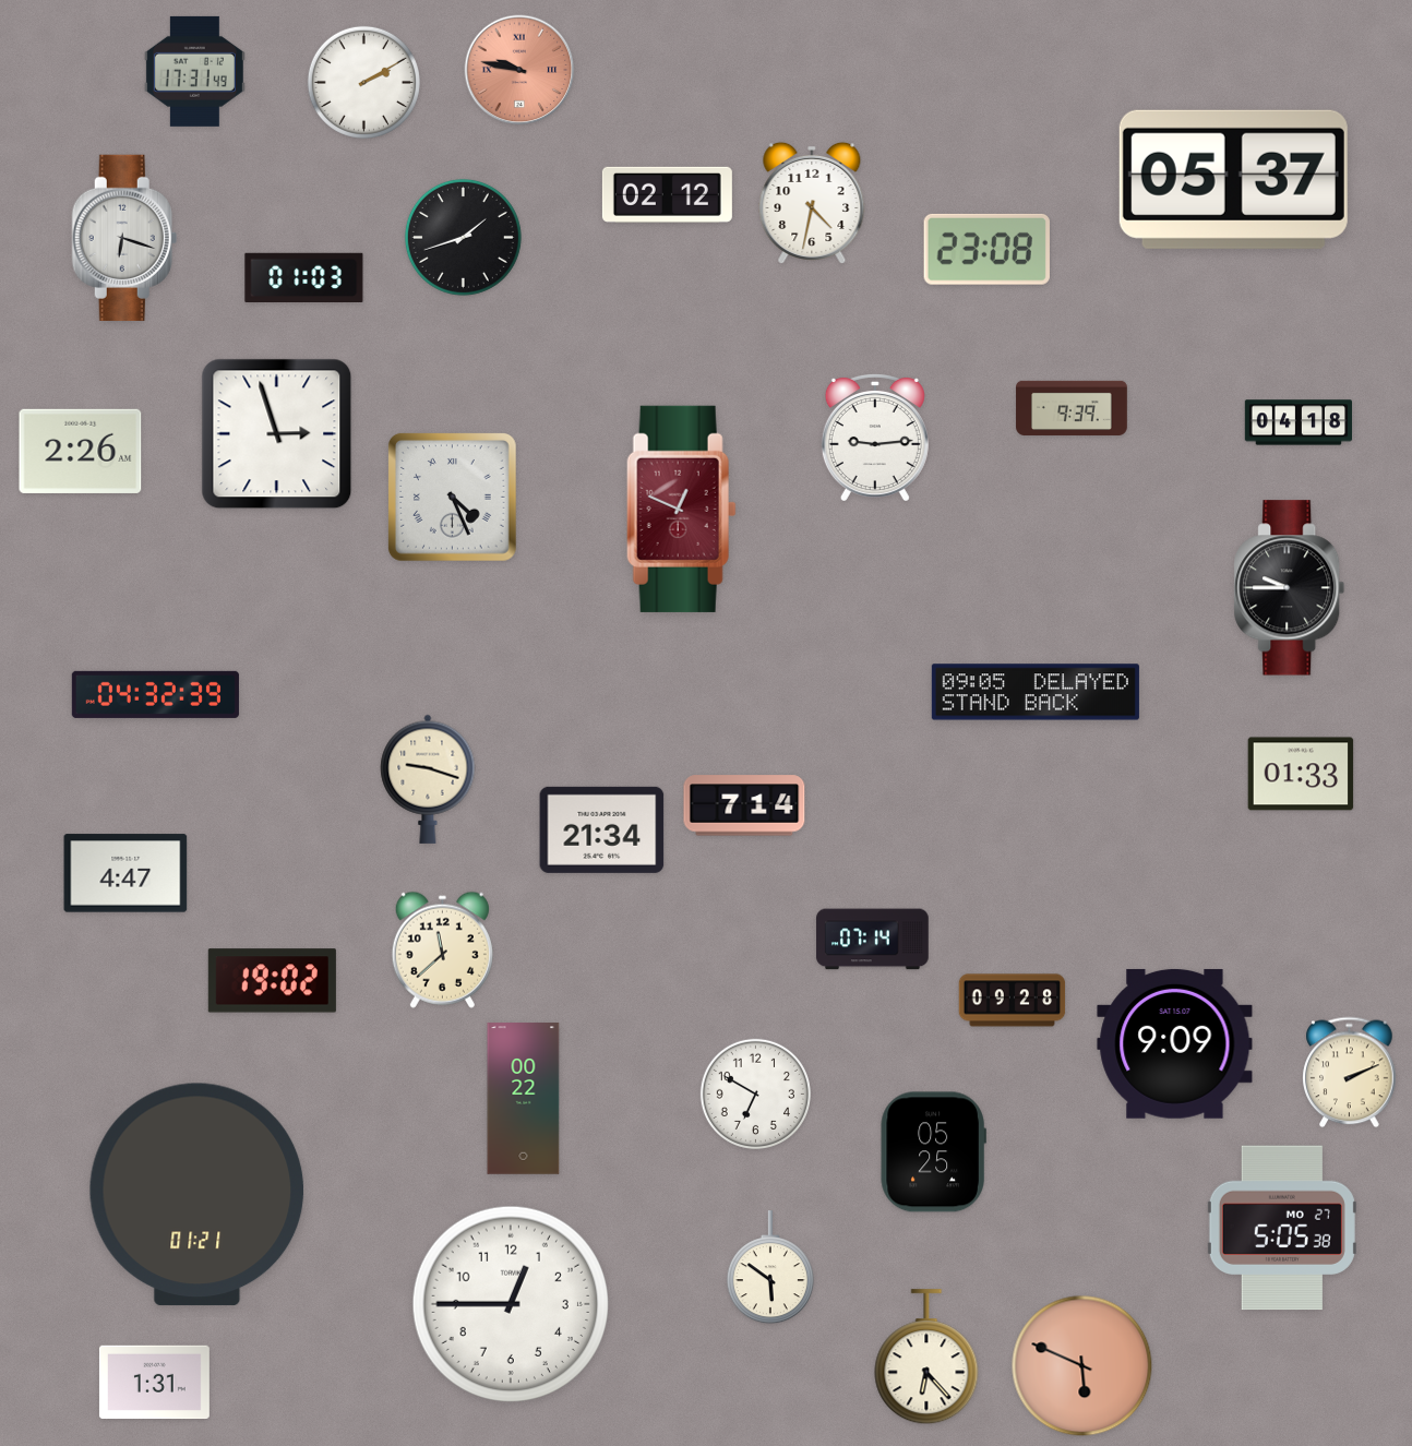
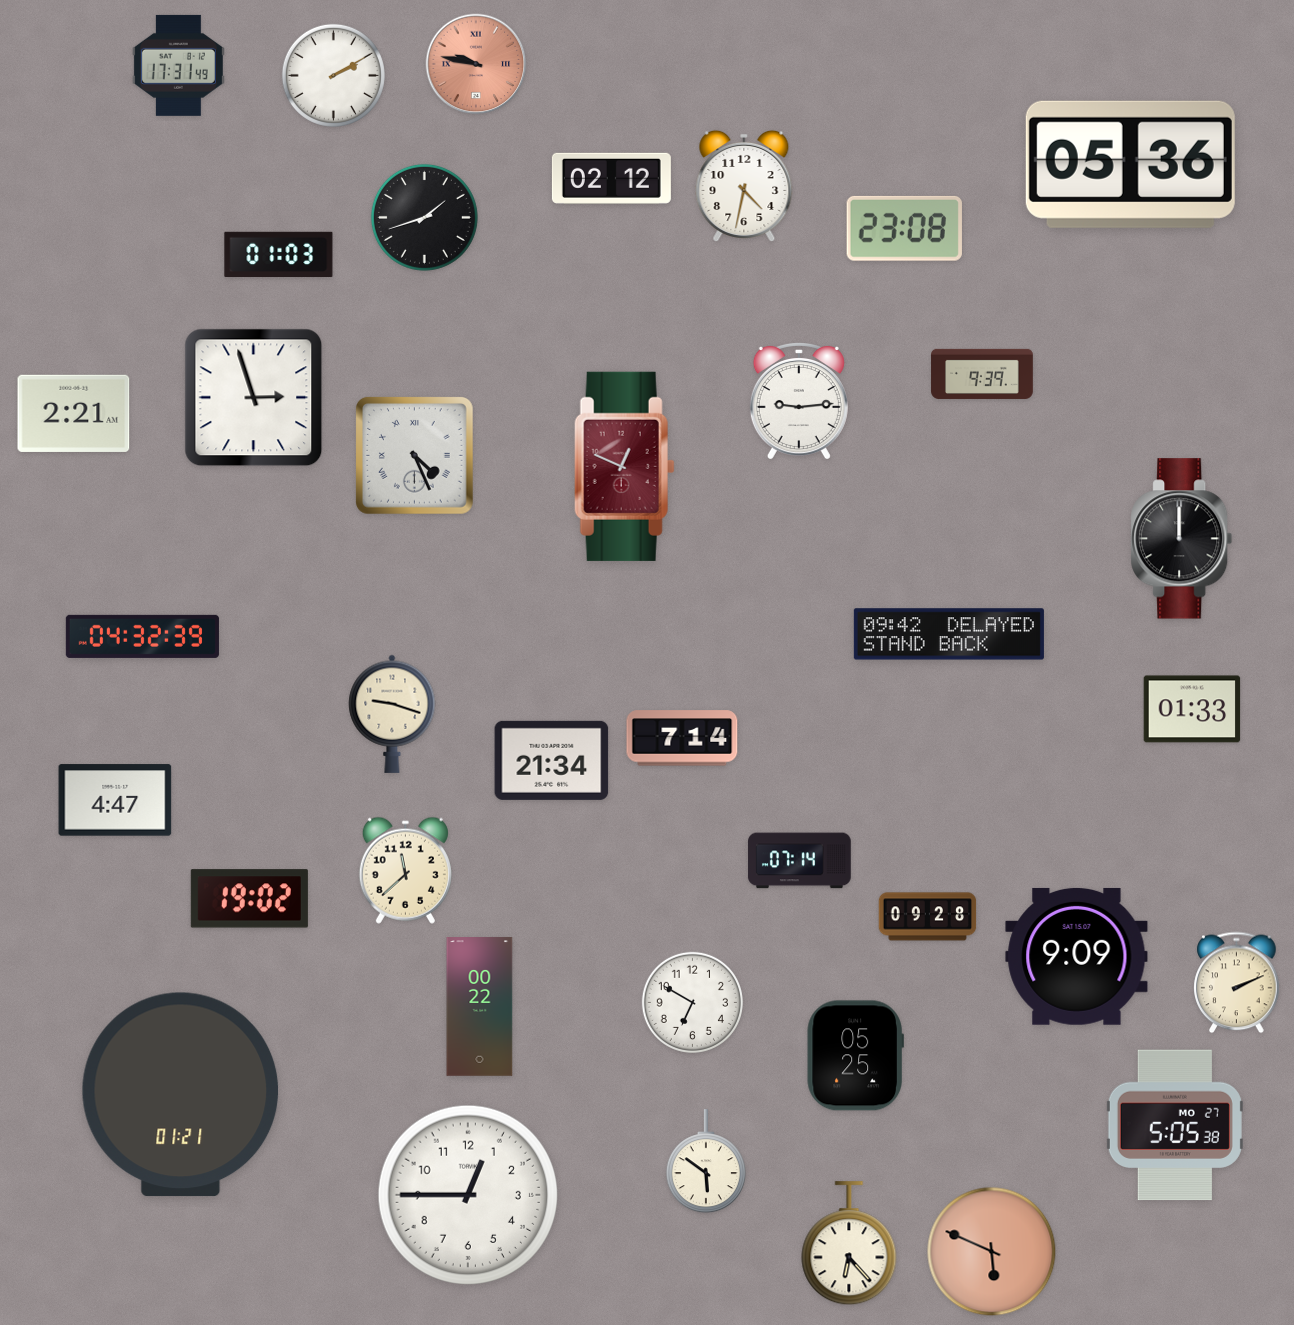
clock at (1233, 179): 05:37 -> 05:36
clock at (124, 238): 6:18 -> none
clock at (1297, 422): 04:18 -> none
clock at (875, 437) position: (875, 437) -> (799, 400)
clock at (81, 451): 2:26 -> 2:21
clock at (1290, 588): 9:45 -> 12:00
clock at (1036, 692): 09:05 -> 09:42
clock at (154, 1383): 1:31 -> none
